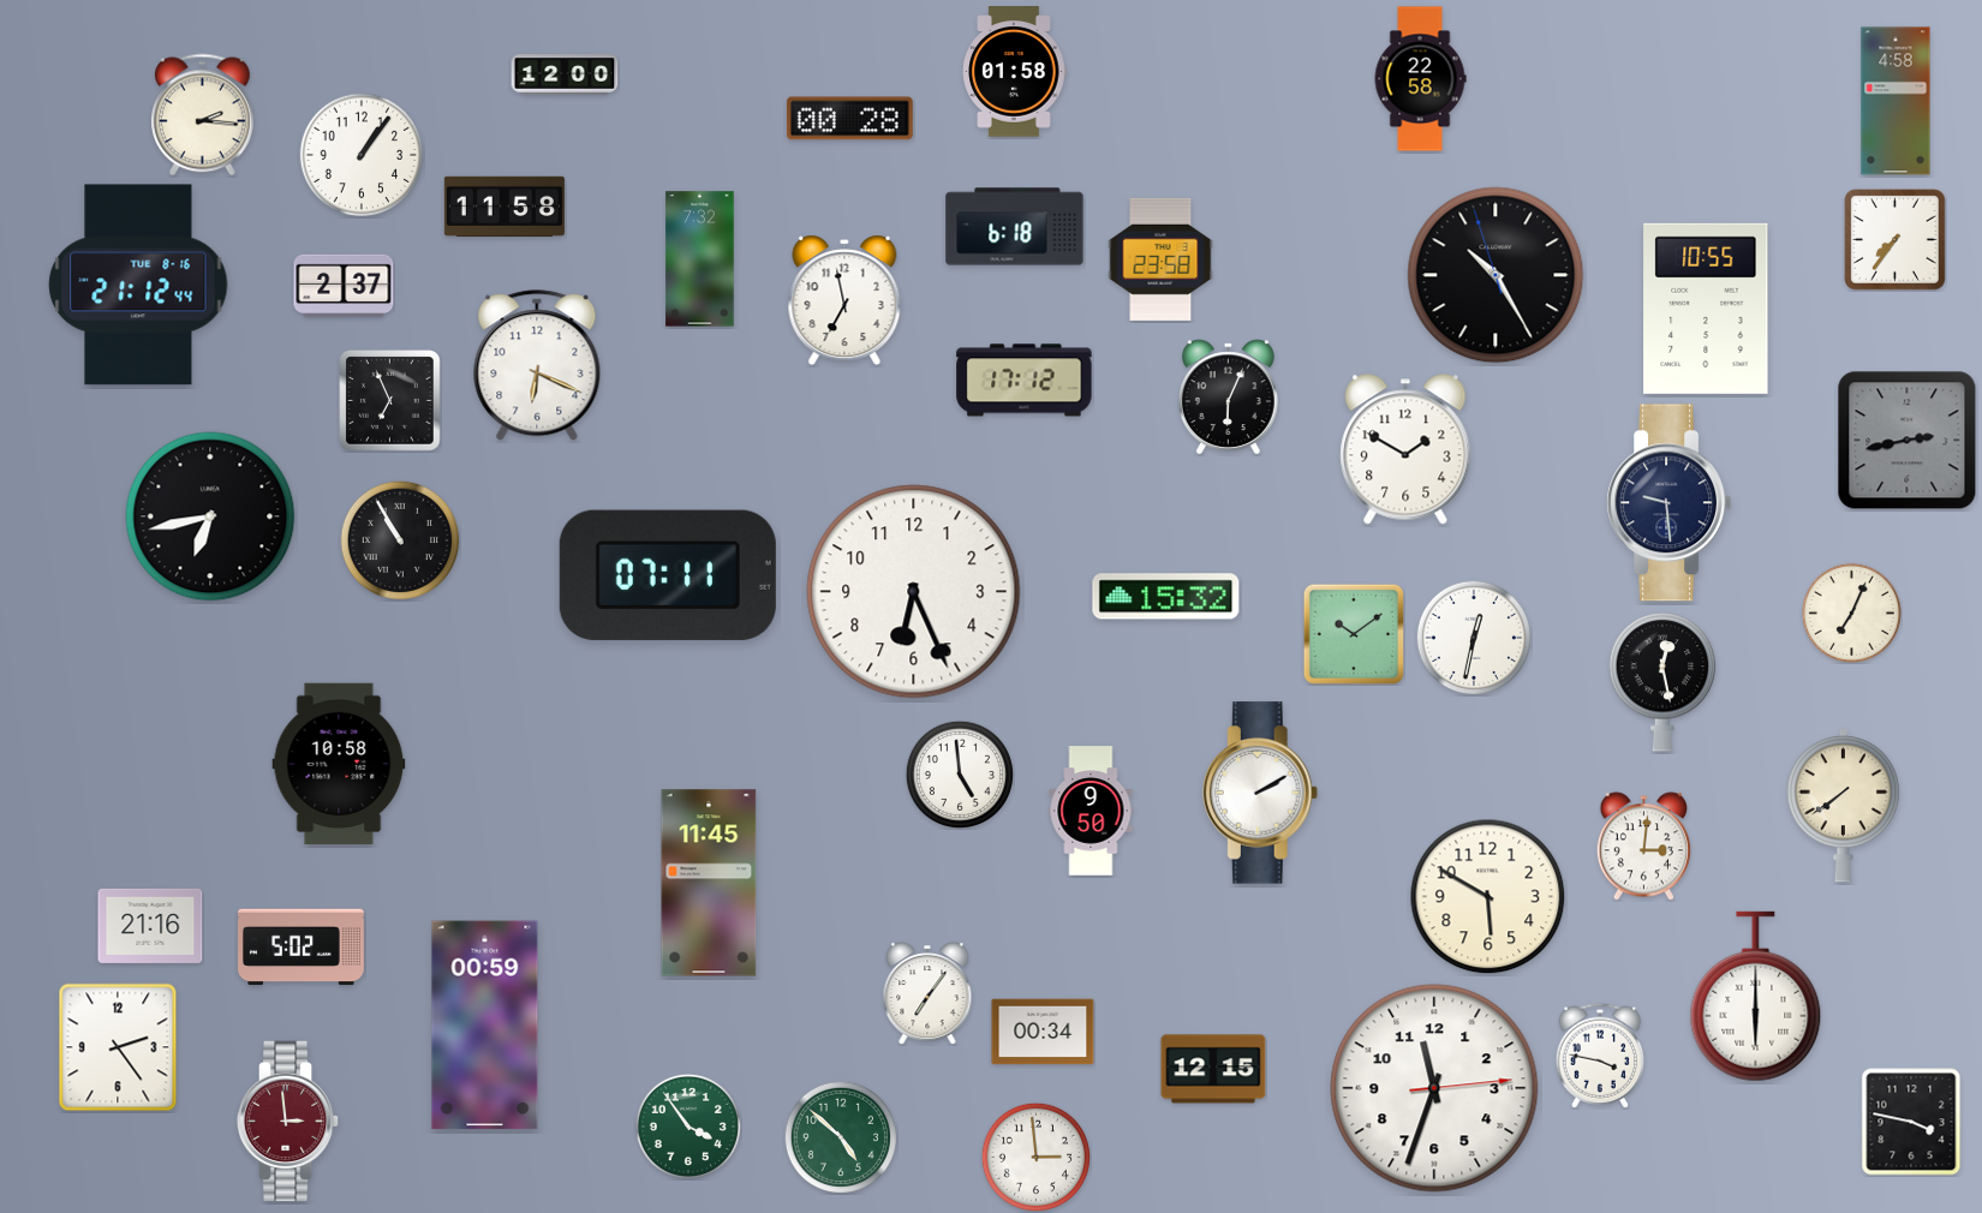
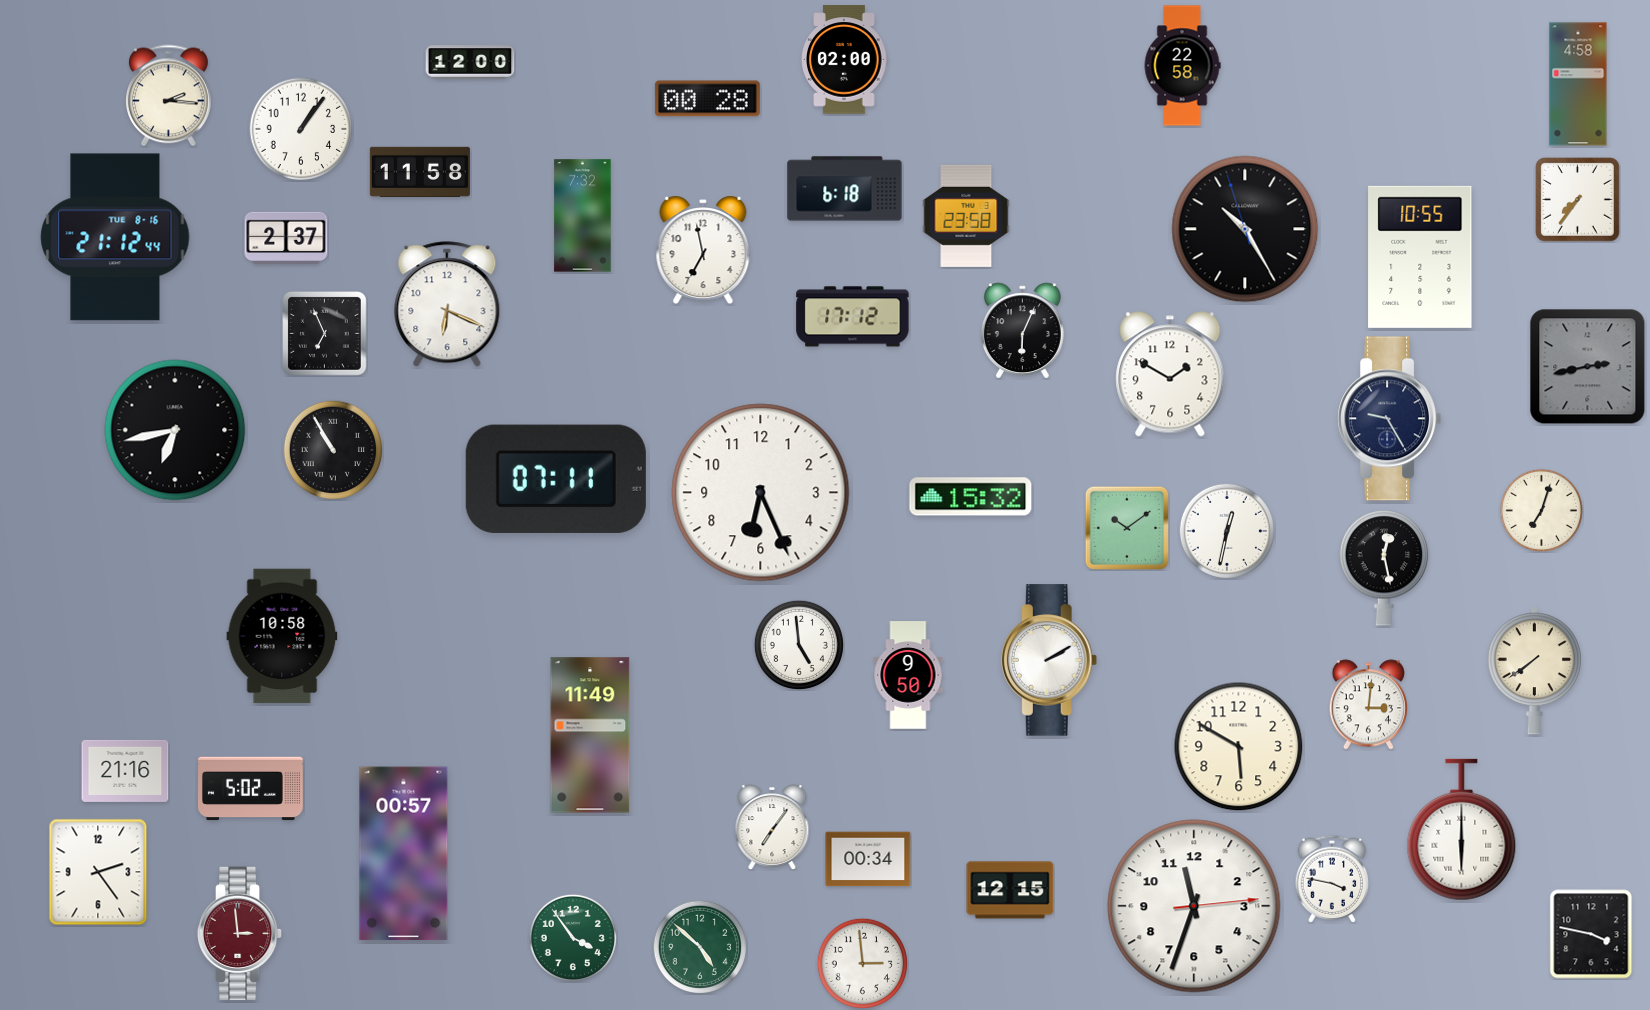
clock at (1015, 72): 01:58 -> 02:00
clock at (1670, 503): 9:29 -> 9:25
clock at (1851, 613): 7:04 -> 7:03
clock at (709, 883): 11:45 -> 11:49
clock at (485, 1026): 00:59 -> 00:57
